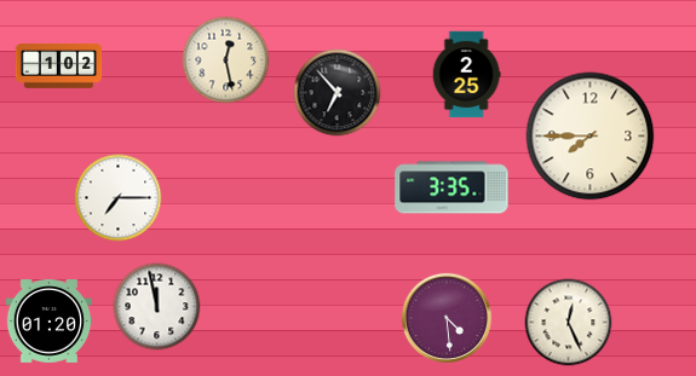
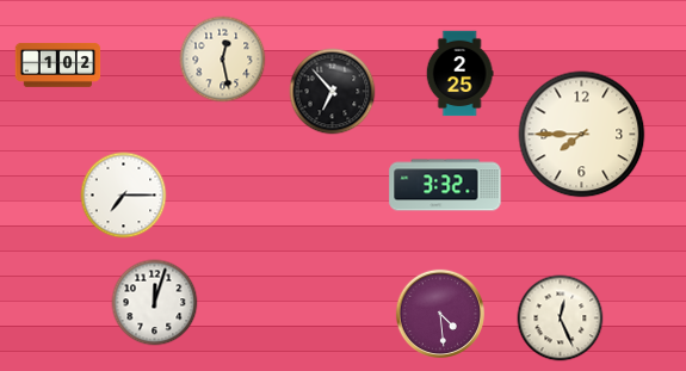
clock at (451, 187): 3:35 -> 3:32
clock at (119, 198) position: (119, 198) -> (124, 196)
clock at (157, 307): 11:58 -> 12:03
clock at (50, 322): 01:20 -> none
